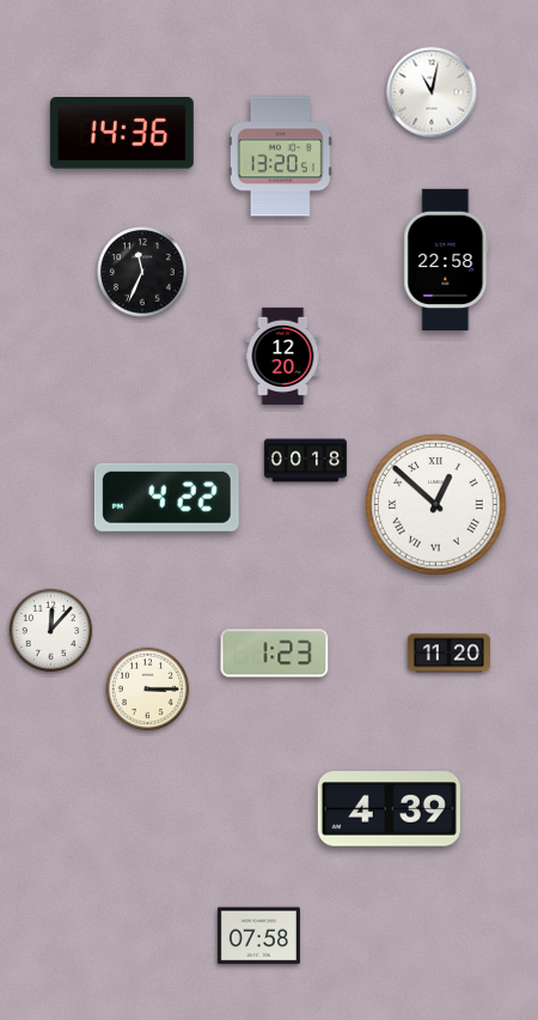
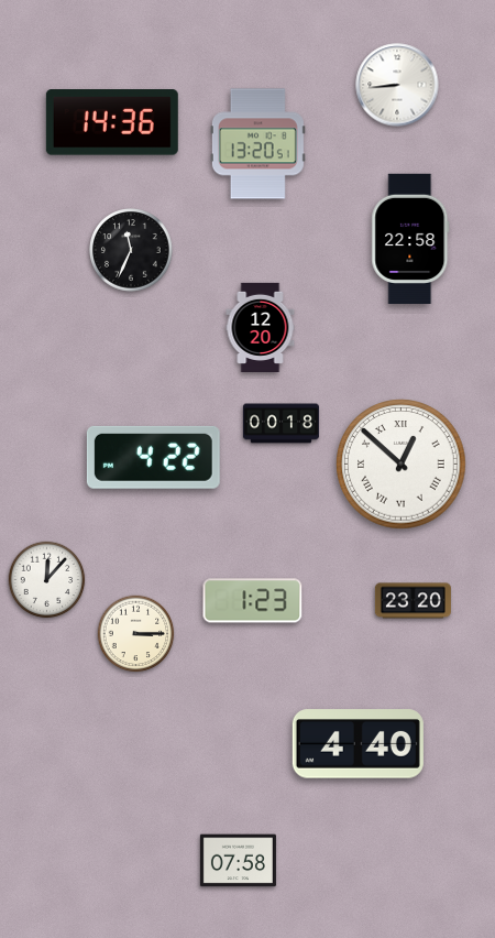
clock at (432, 92): 11:02 -> 8:44
clock at (448, 654): 11:20 -> 23:20
clock at (389, 809): 4:39 -> 4:40
